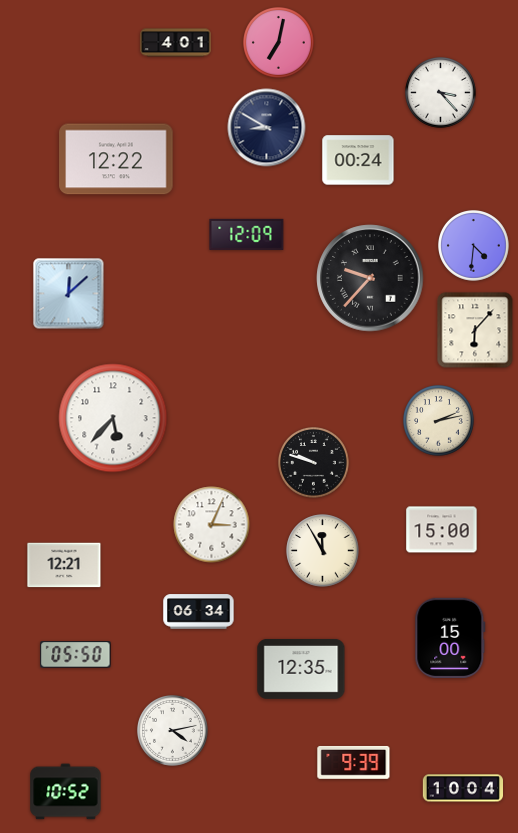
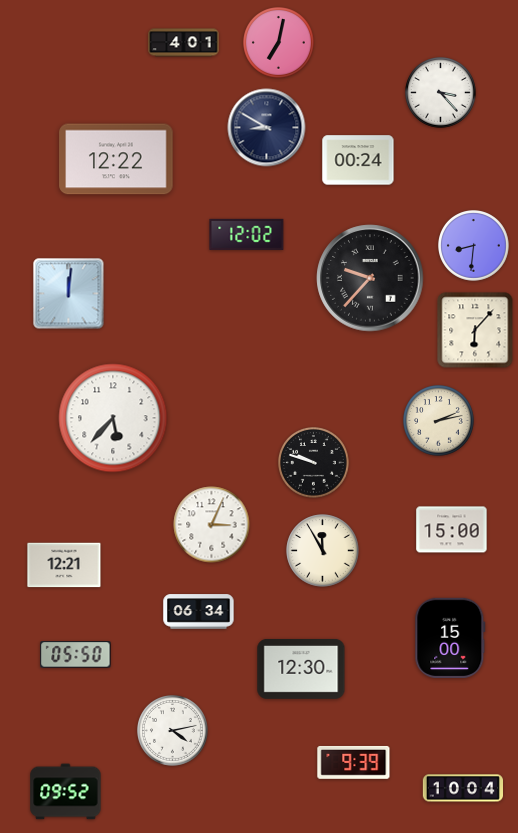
clock at (176, 43) position: (176, 43) -> (184, 43)
clock at (247, 234): 12:09 -> 12:02
clock at (474, 246): 4:31 -> 8:31
clock at (69, 294): 12:08 -> 12:01
clock at (442, 530) position: (442, 530) -> (452, 530)
clock at (301, 669): 12:35 -> 12:30
clock at (66, 792): 10:52 -> 09:52
